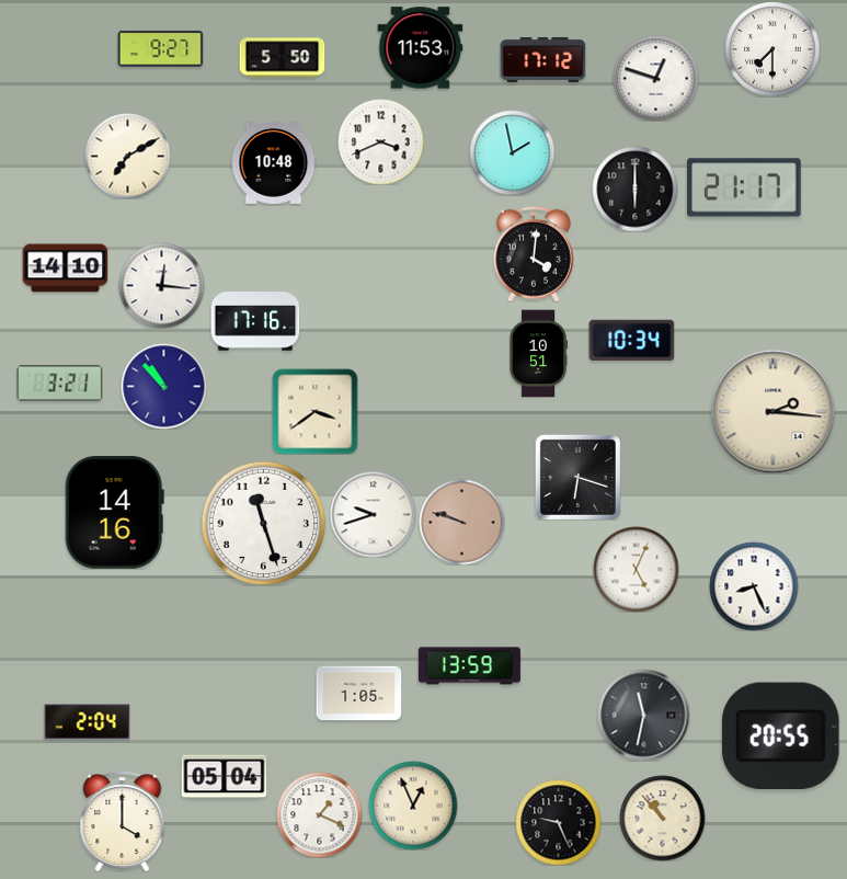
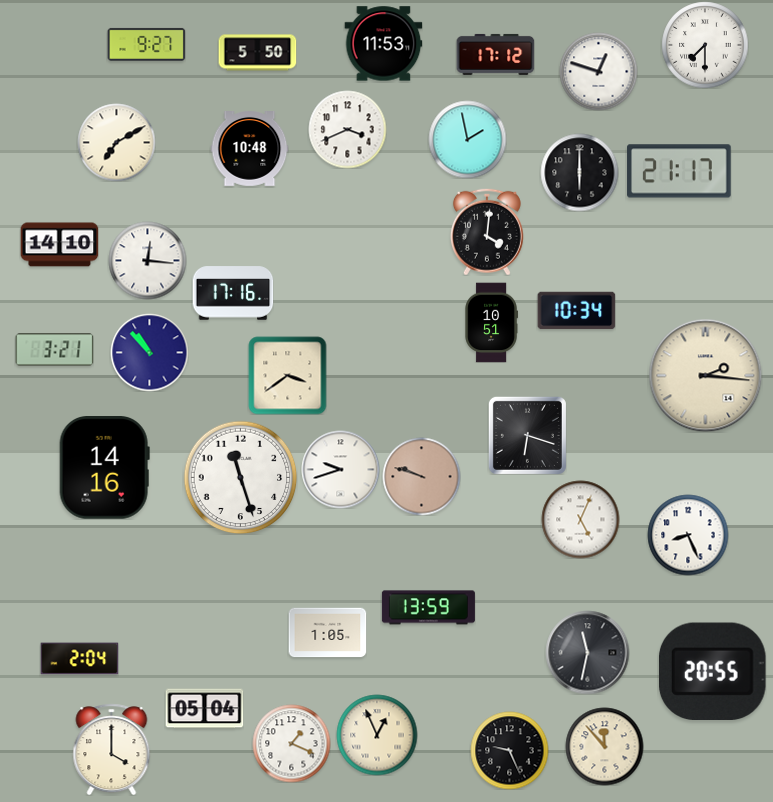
clock at (662, 818): 10:53 -> 11:53
